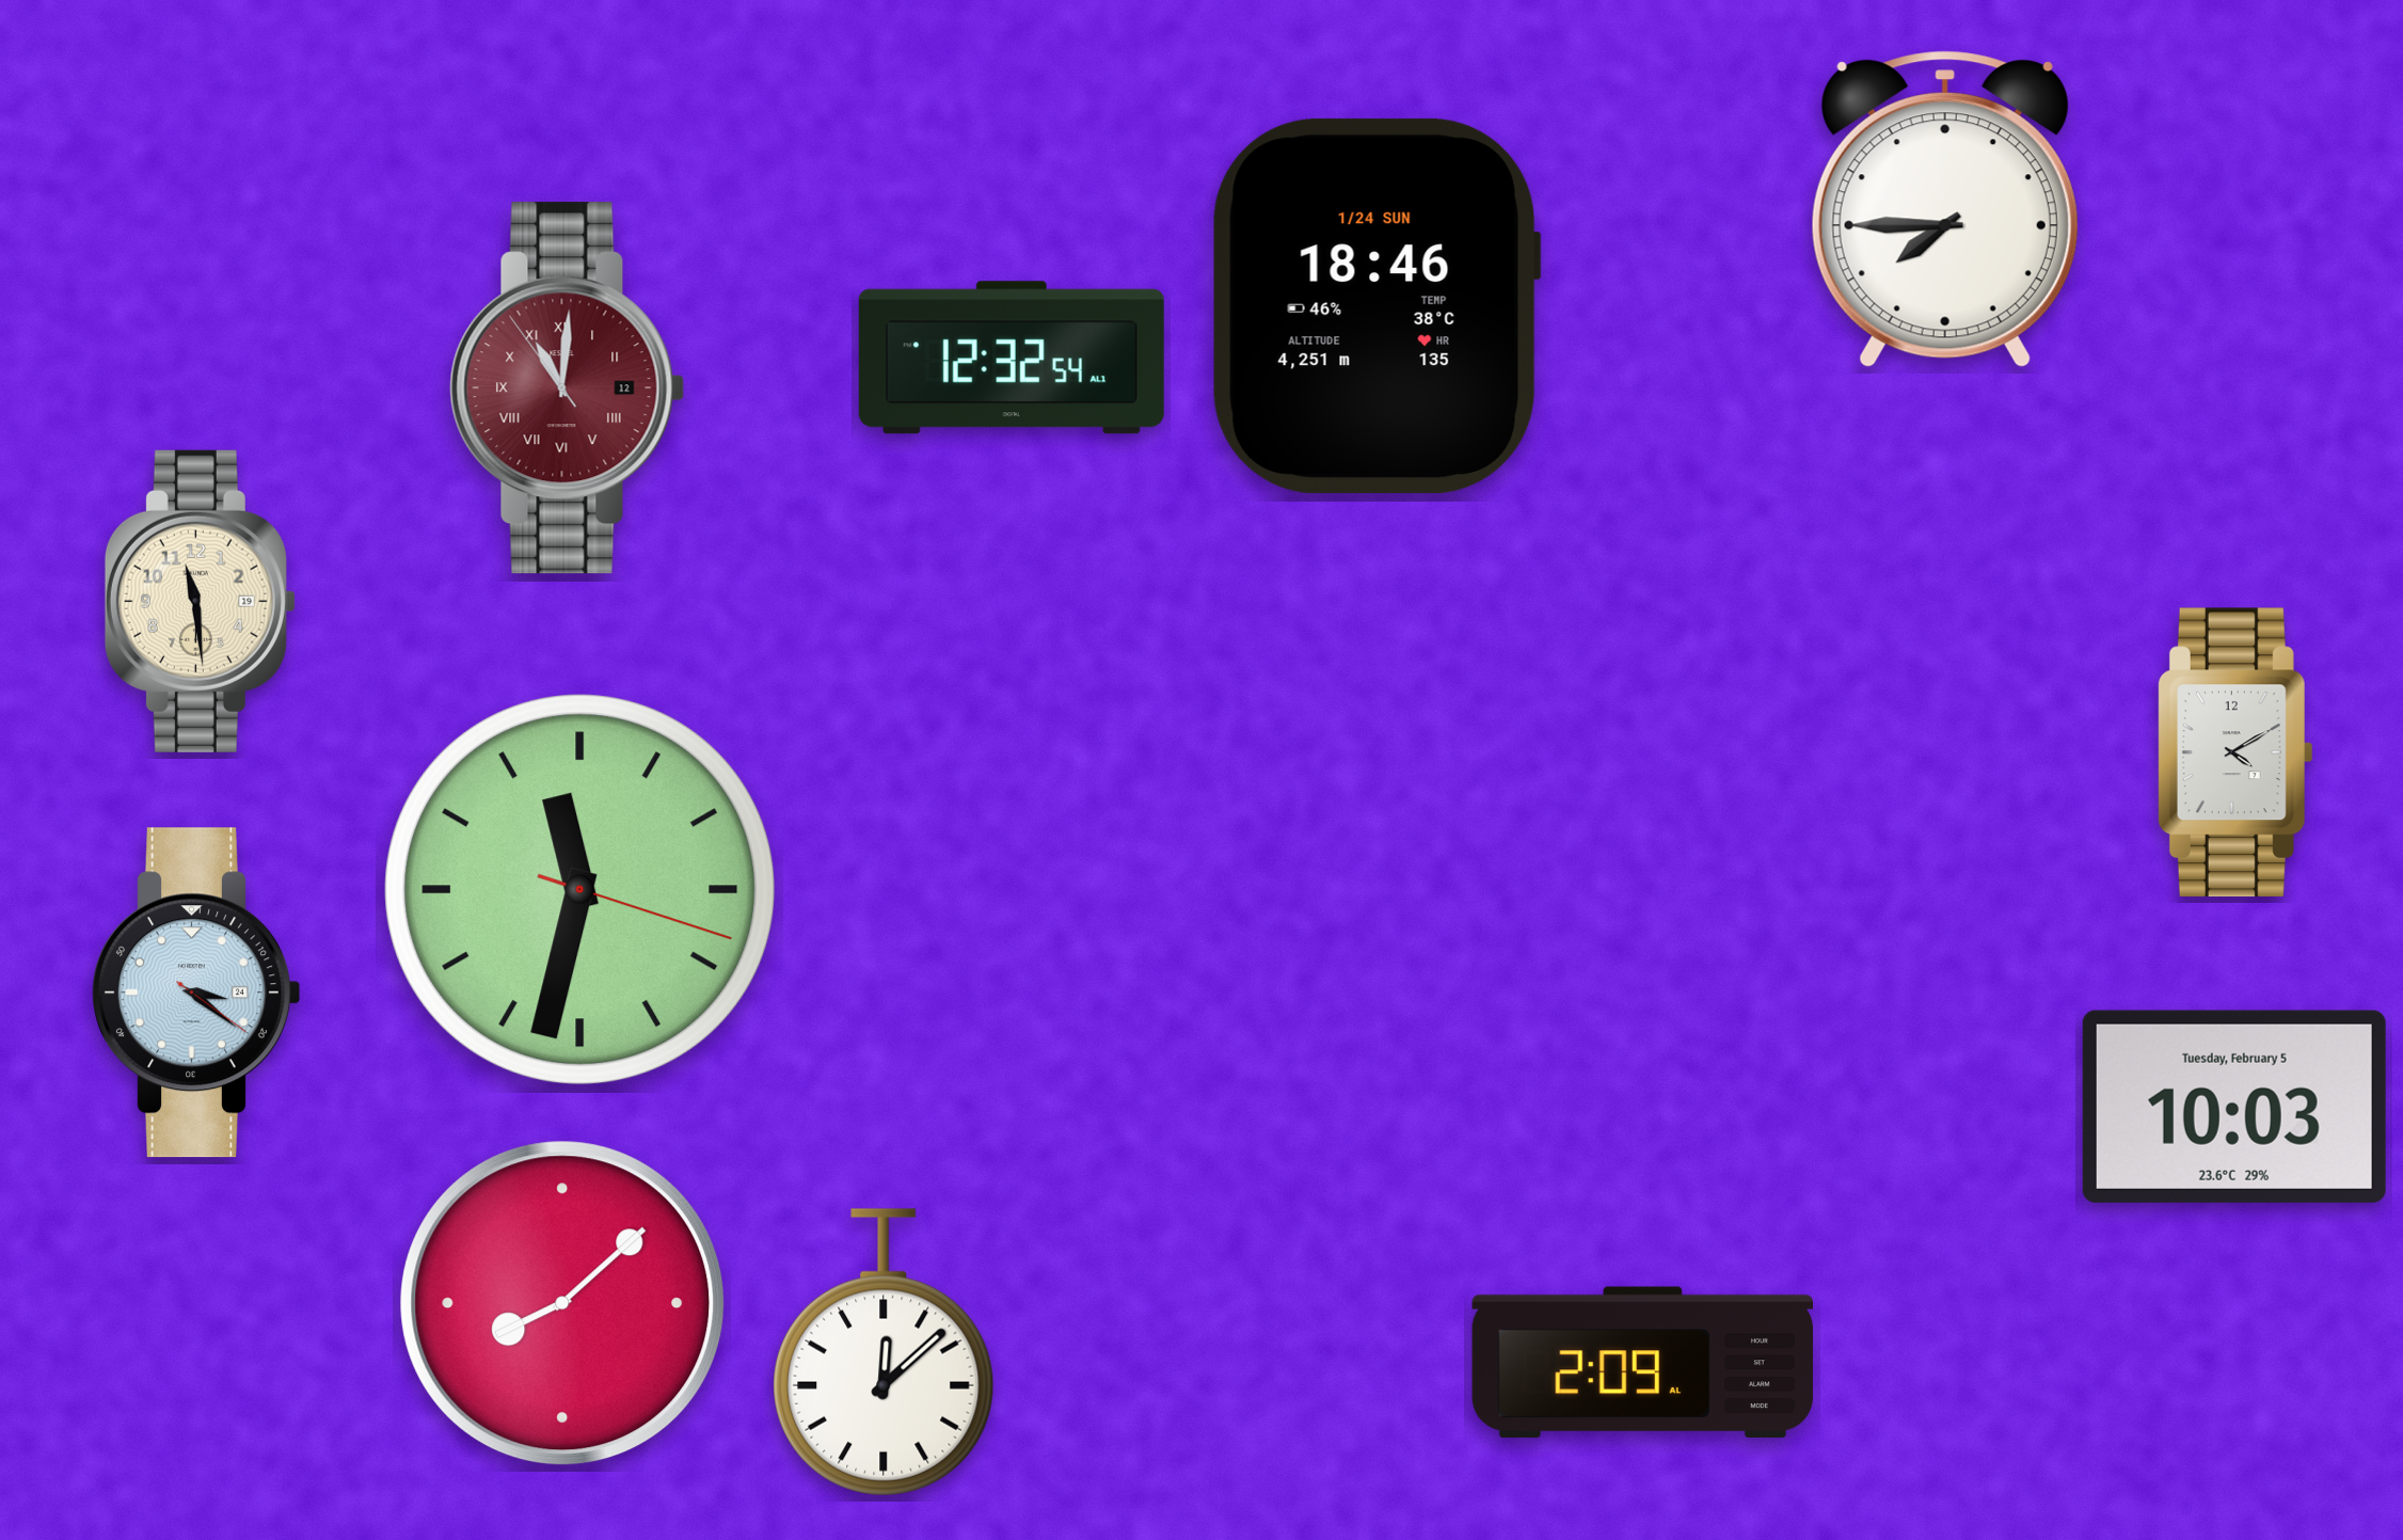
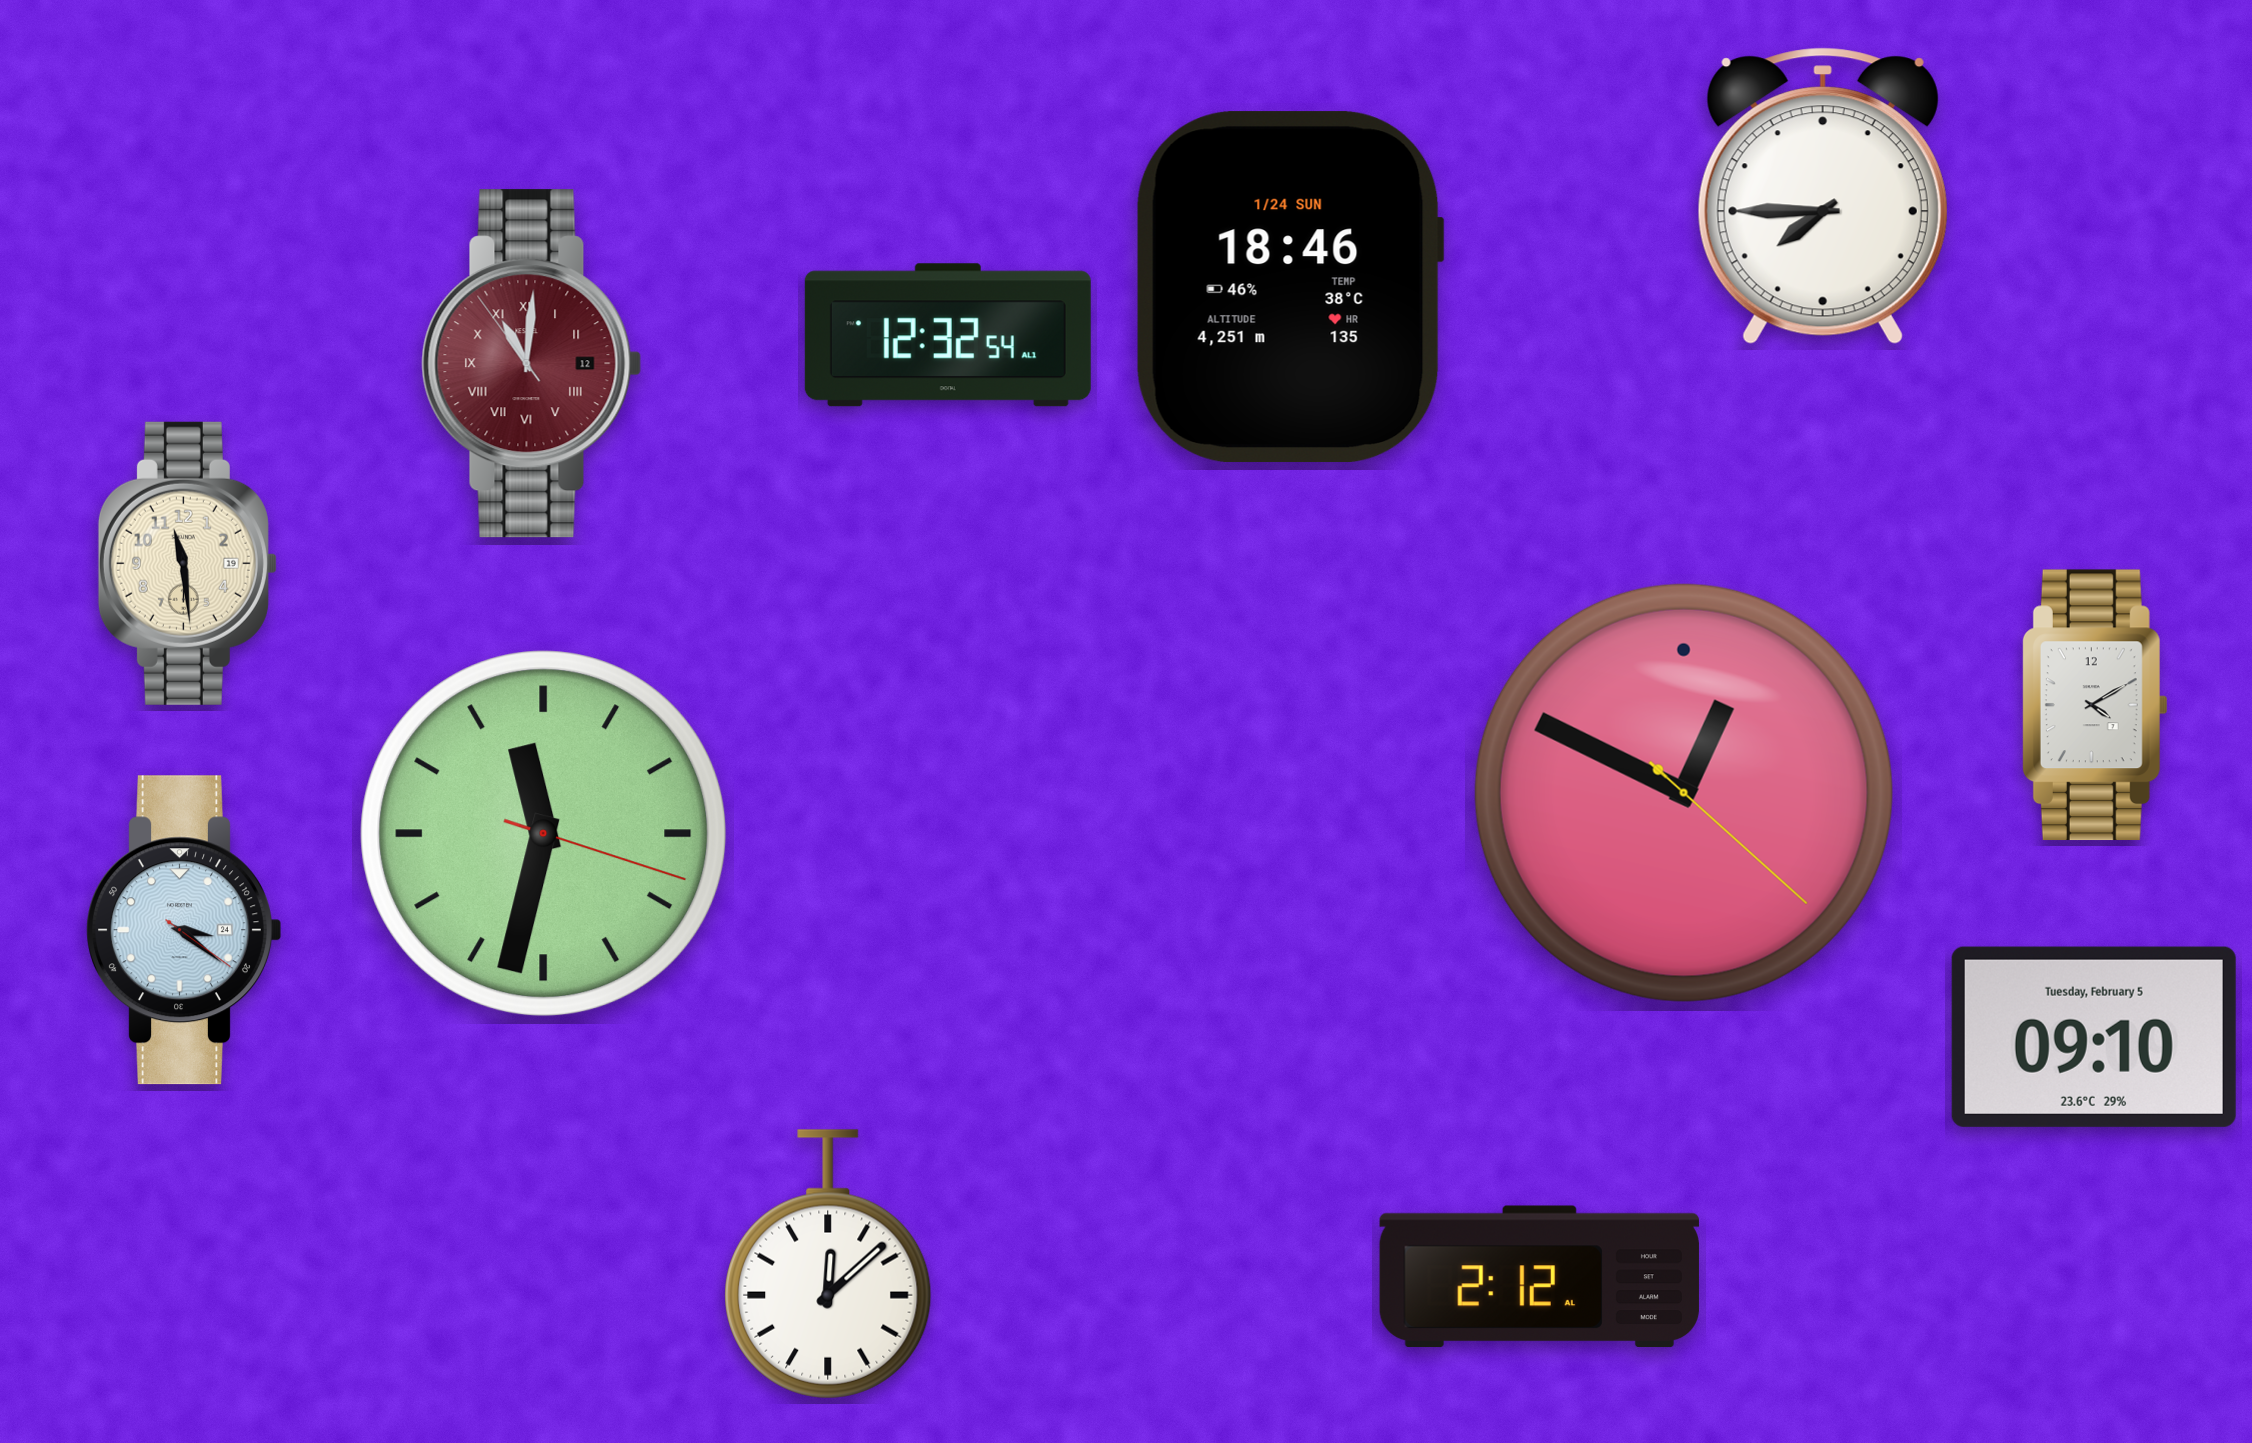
clock at (1684, 793): none -> 12:49
clock at (2234, 1107): 10:03 -> 09:10
clock at (562, 1303): 8:08 -> none
clock at (884, 1352) position: (884, 1352) -> (828, 1264)
clock at (1642, 1362): 2:09 -> 2:12
